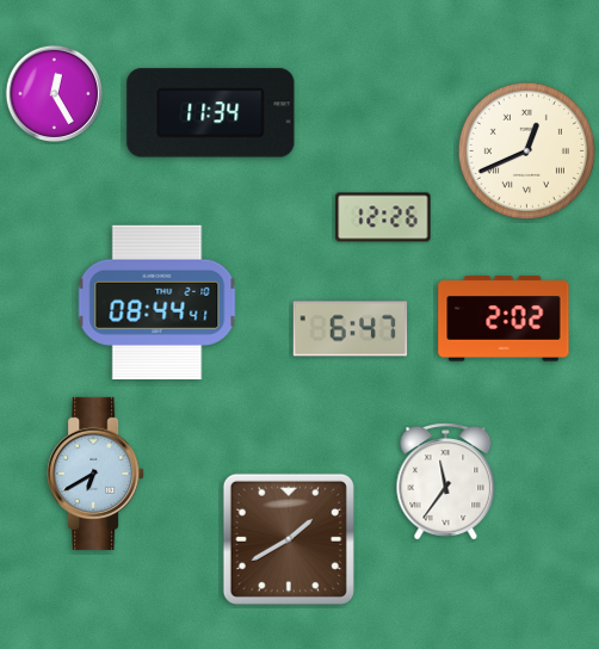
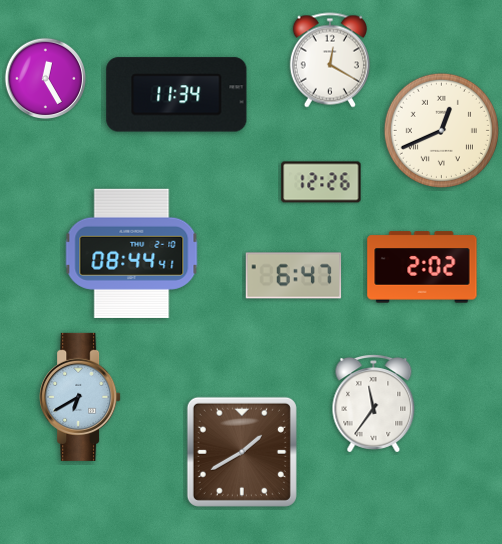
clock at (330, 60): none -> 12:20
clock at (526, 150) position: (526, 150) -> (441, 130)
